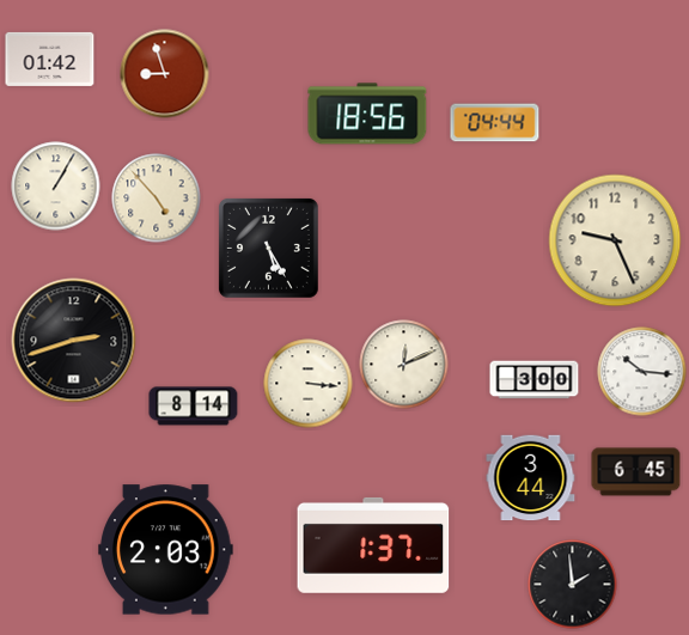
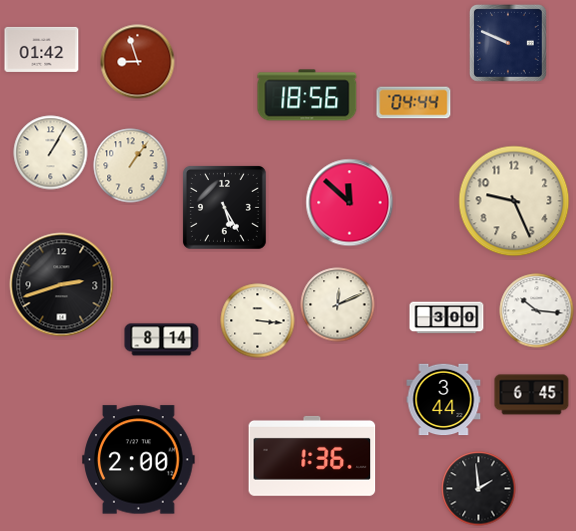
clock at (508, 43): none -> 9:49
clock at (56, 187) position: (56, 187) -> (51, 153)
clock at (157, 199): 4:53 -> 1:06
clock at (350, 203): none -> 11:52
clock at (373, 545): 1:37 -> 1:36
clock at (166, 550): 2:03 -> 2:00
